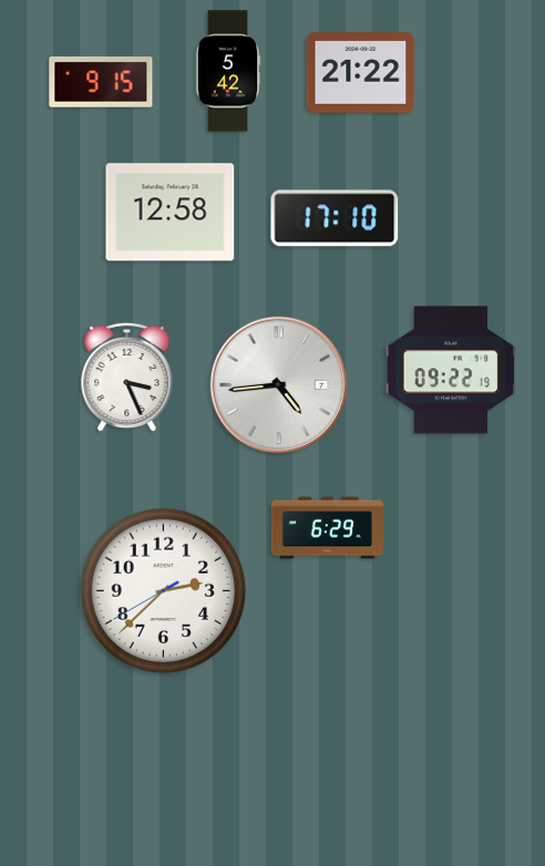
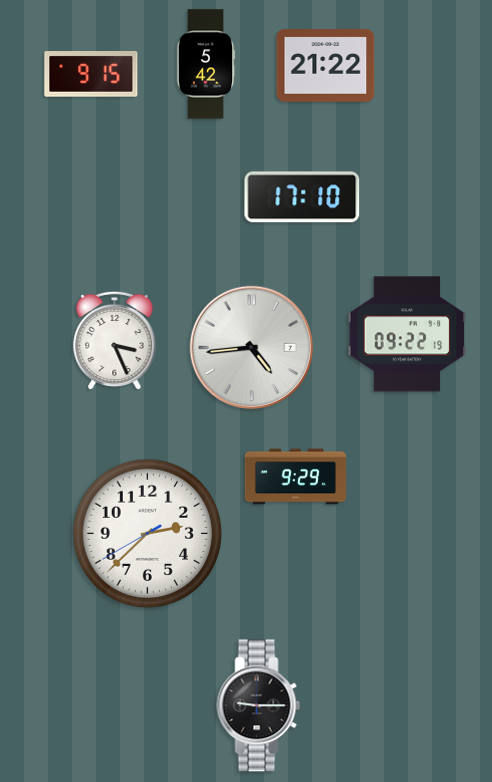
clock at (171, 213): 12:58 -> none
clock at (328, 528): 6:29 -> 9:29
clock at (259, 706): none -> 9:15
